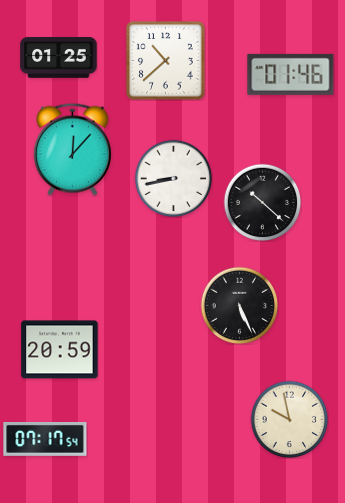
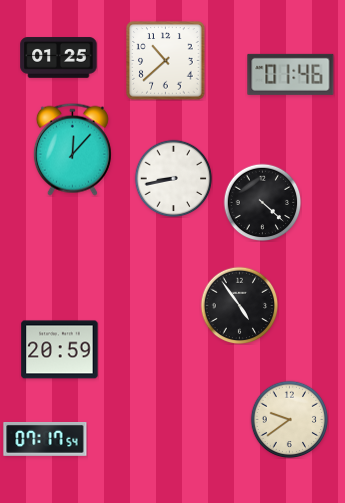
clock at (262, 202): 10:22 -> 4:22
clock at (239, 305): 5:26 -> 4:54
clock at (289, 419): 9:58 -> 9:39
